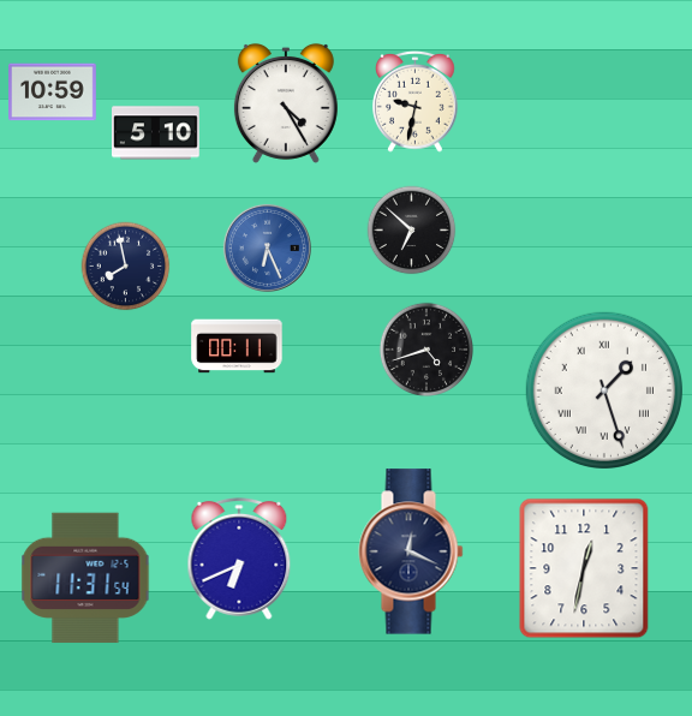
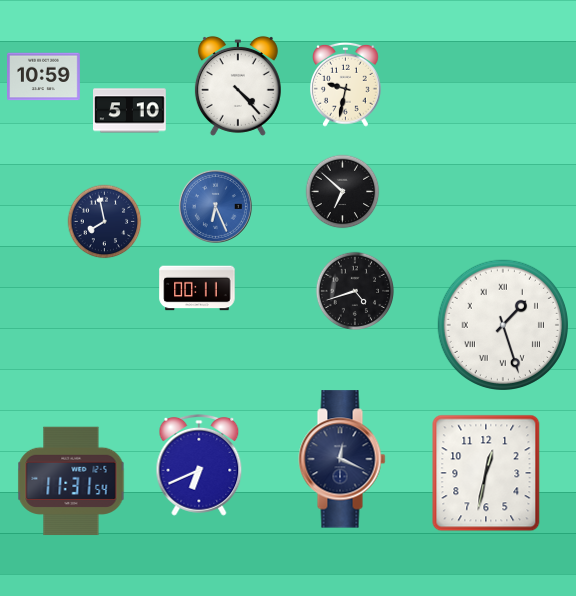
clock at (286, 103): 4:25 -> 4:23
clock at (267, 247) position: (267, 247) -> (215, 206)
